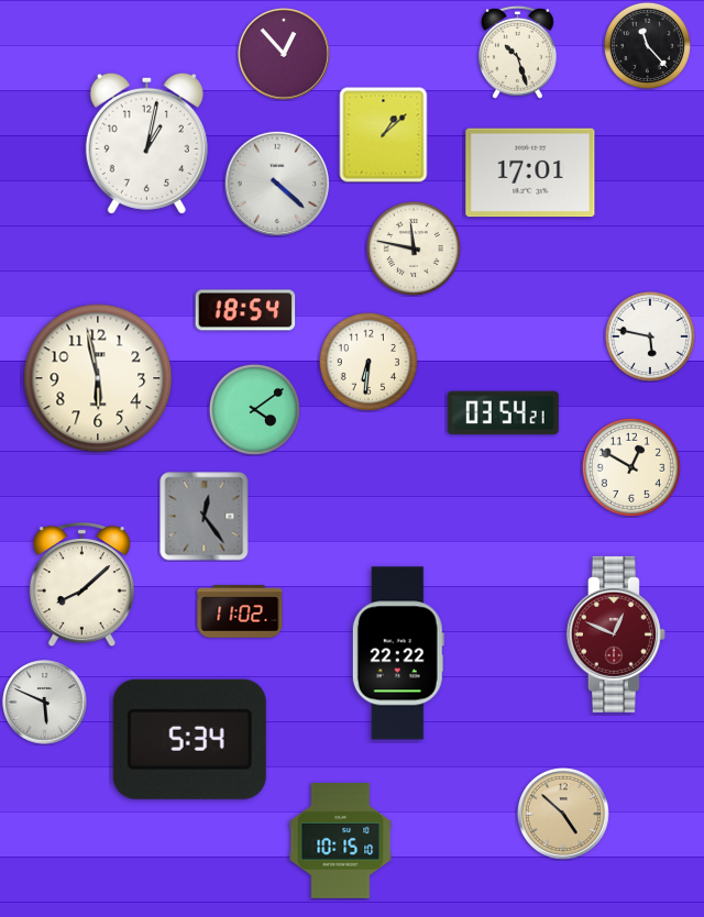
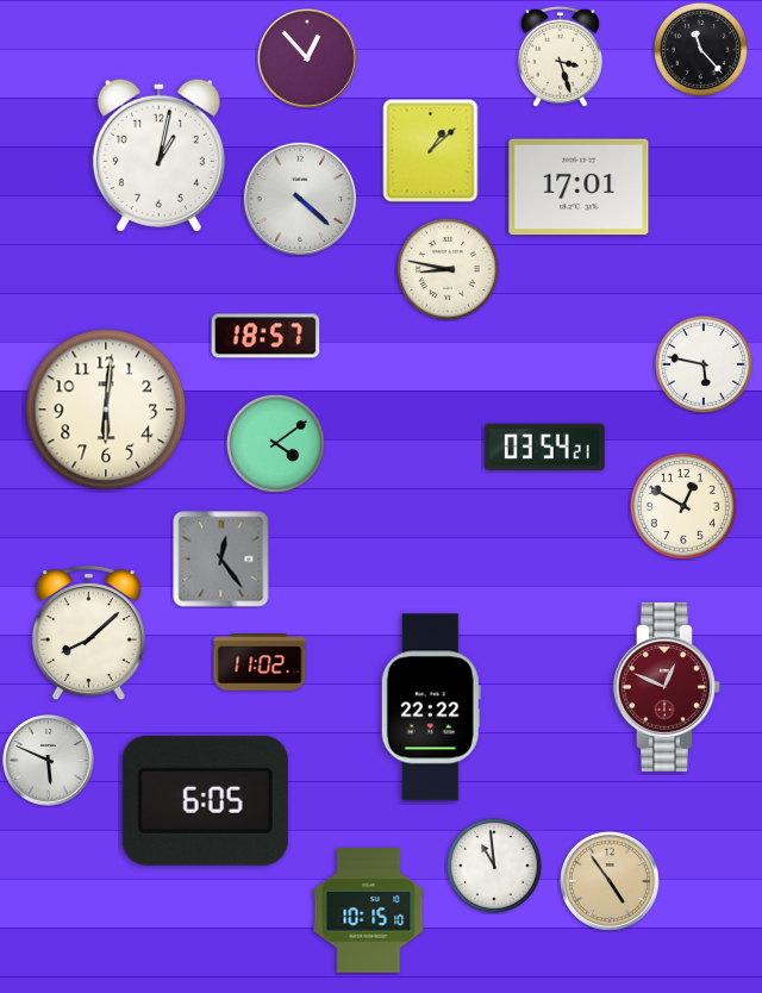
clock at (518, 52): 10:27 -> 3:27
clock at (384, 135) position: (384, 135) -> (431, 151)
clock at (530, 173) position: (530, 173) -> (579, 187)
clock at (414, 248): 11:47 -> 8:47
clock at (245, 310): 18:54 -> 18:57
clock at (369, 362): 6:31 -> none
clock at (98, 378): 5:58 -> 6:01
clock at (189, 739): 5:34 -> 6:05
clock at (494, 866): none -> 10:59
clock at (563, 814): 4:52 -> 4:54
